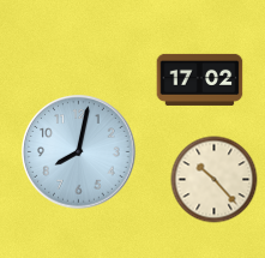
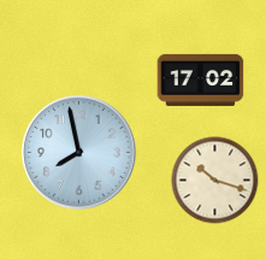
clock at (79, 152): 8:02 -> 7:58
clock at (215, 180): 10:23 -> 10:18
